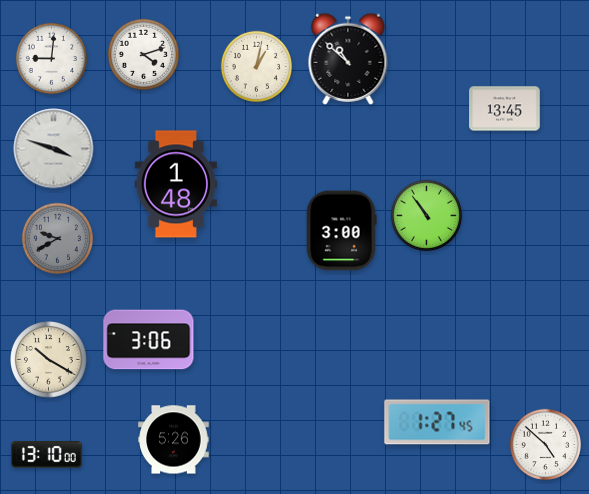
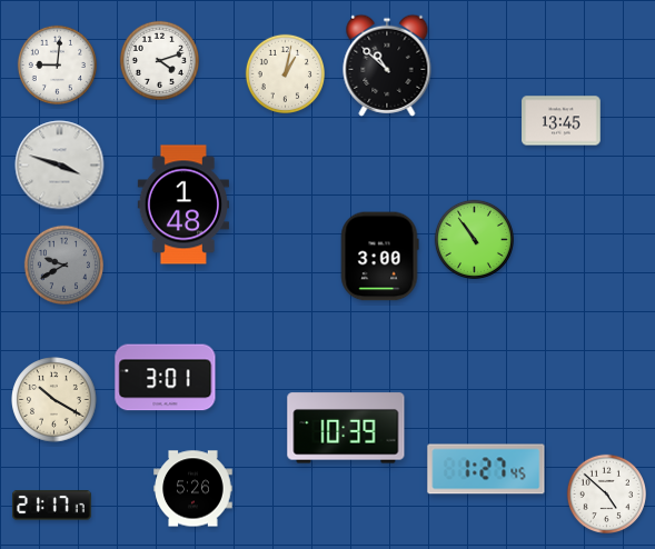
clock at (175, 184) position: (175, 184) -> (182, 204)
clock at (149, 340): 3:06 -> 3:01
clock at (346, 428): none -> 10:39
clock at (47, 455): 13:10 -> 21:17
